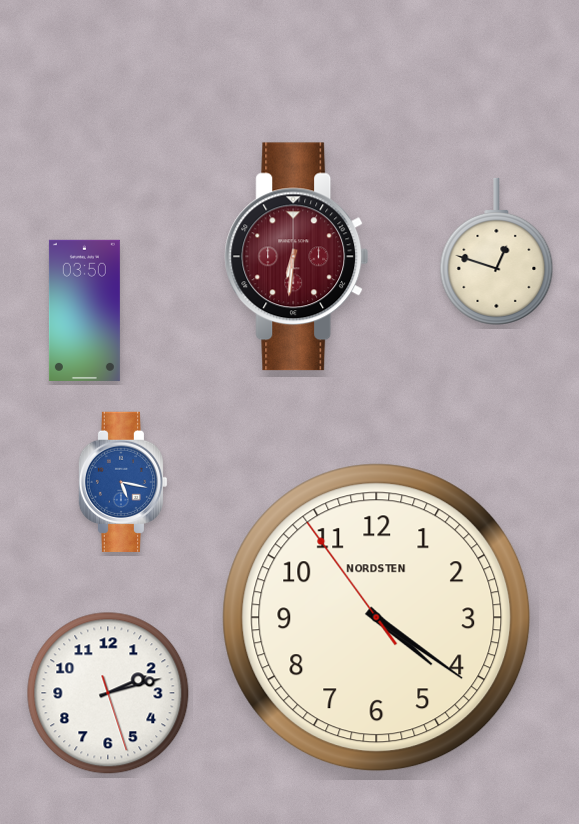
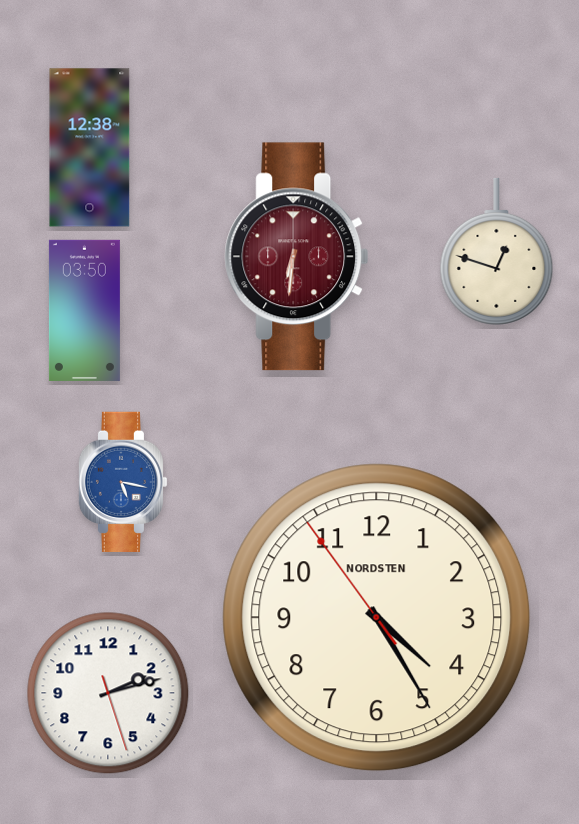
clock at (90, 148): none -> 12:38
clock at (377, 618): 4:20 -> 4:24
